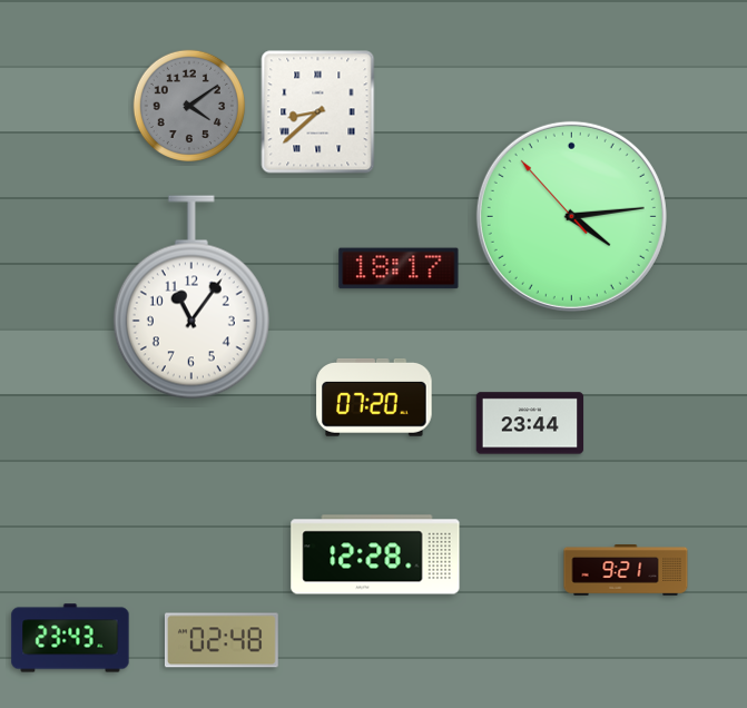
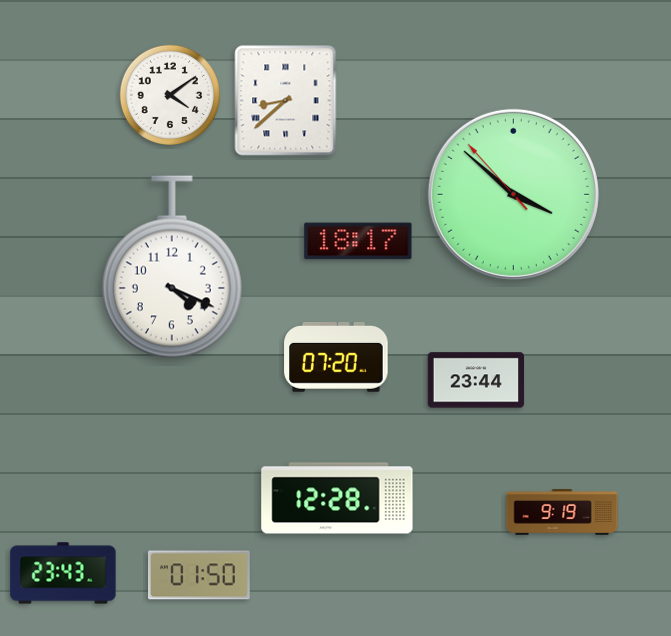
clock at (188, 105) dial: grey -> white
clock at (571, 216): 4:13 -> 3:51
clock at (191, 297): 11:06 -> 4:19
clock at (626, 571): 9:21 -> 9:19
clock at (222, 640): 02:48 -> 01:50
